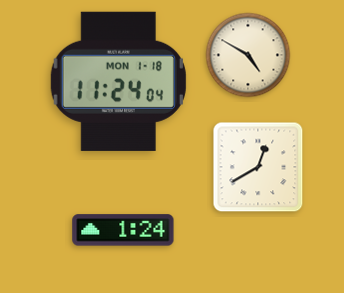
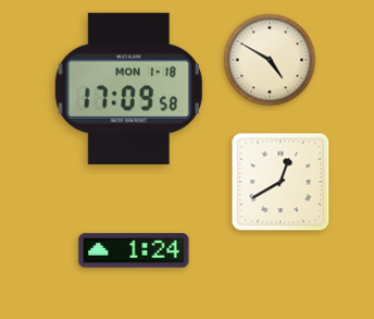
clock at (118, 81): 11:24 -> 17:09
